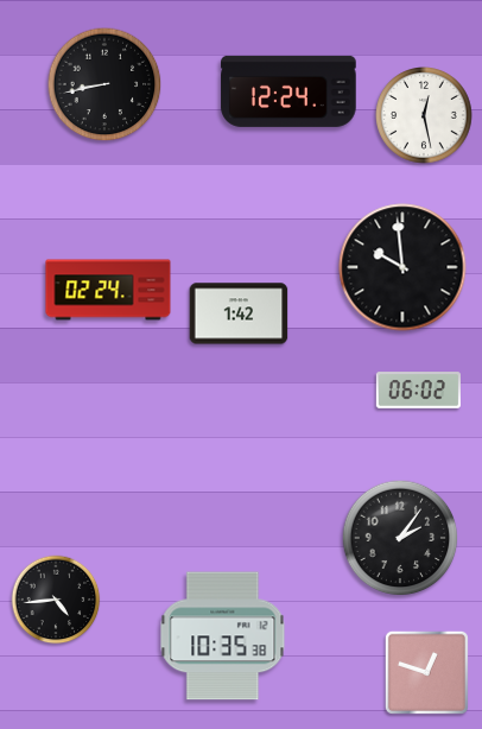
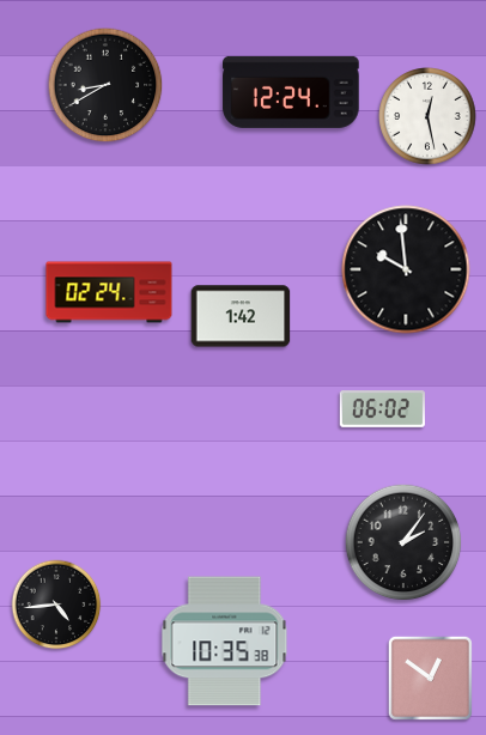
clock at (104, 84): 8:43 -> 8:40
clock at (418, 391) position: (418, 391) -> (382, 409)
clock at (426, 672): 12:48 -> 12:51
